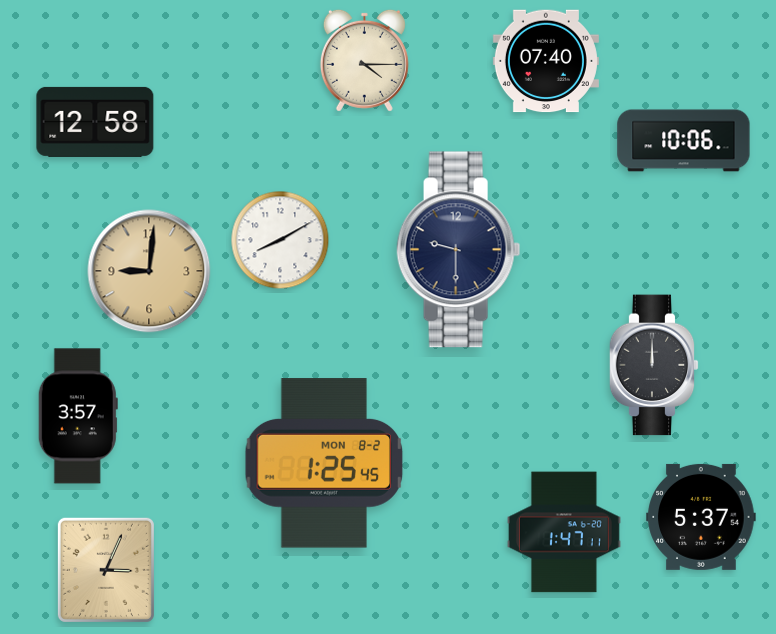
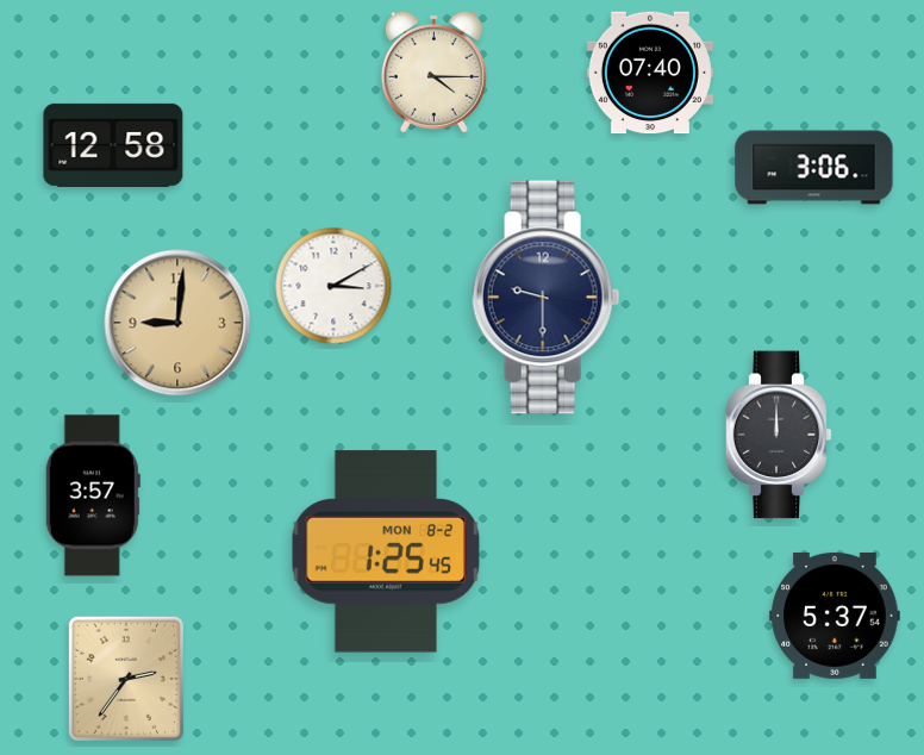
clock at (684, 141): 10:06 -> 3:06
clock at (280, 240): 8:10 -> 3:10
clock at (564, 532): 1:47 -> none
clock at (106, 570): 3:04 -> 2:36
